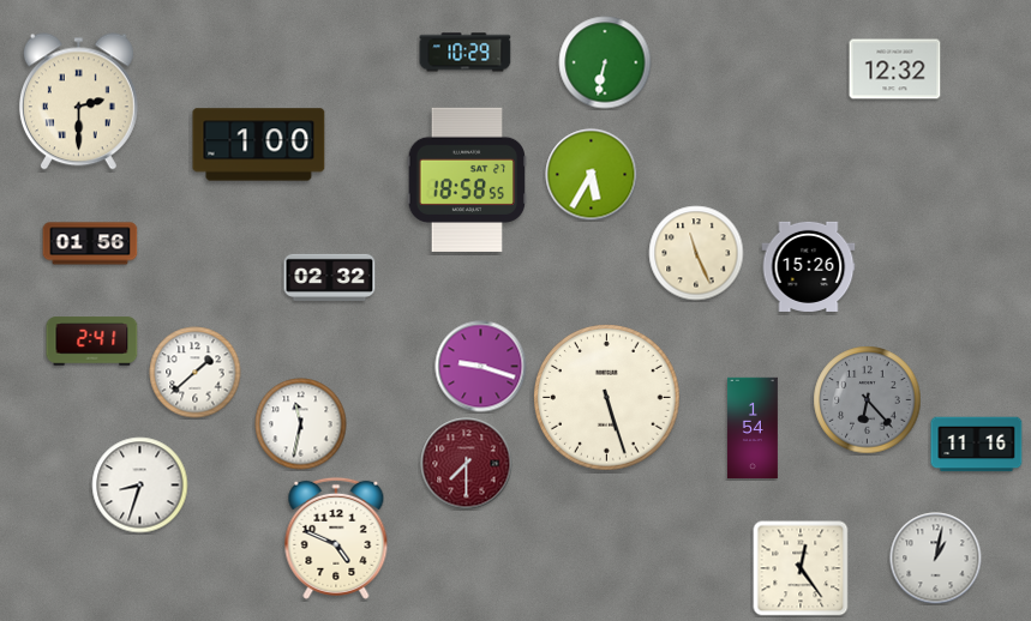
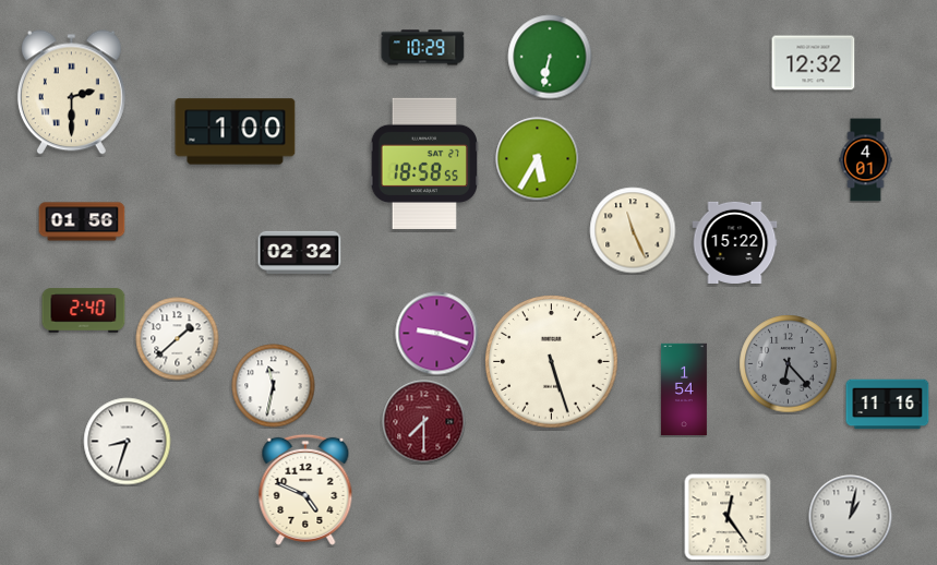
clock at (866, 160): none -> 4:01
clock at (809, 266): 15:26 -> 15:22
clock at (92, 342): 2:41 -> 2:40
clock at (936, 559) position: (936, 559) -> (851, 517)
